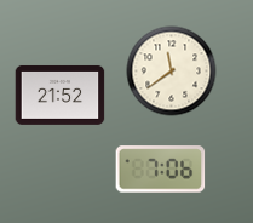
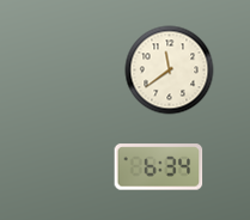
clock at (61, 95): 21:52 -> none
clock at (161, 170): 7:06 -> 6:34
